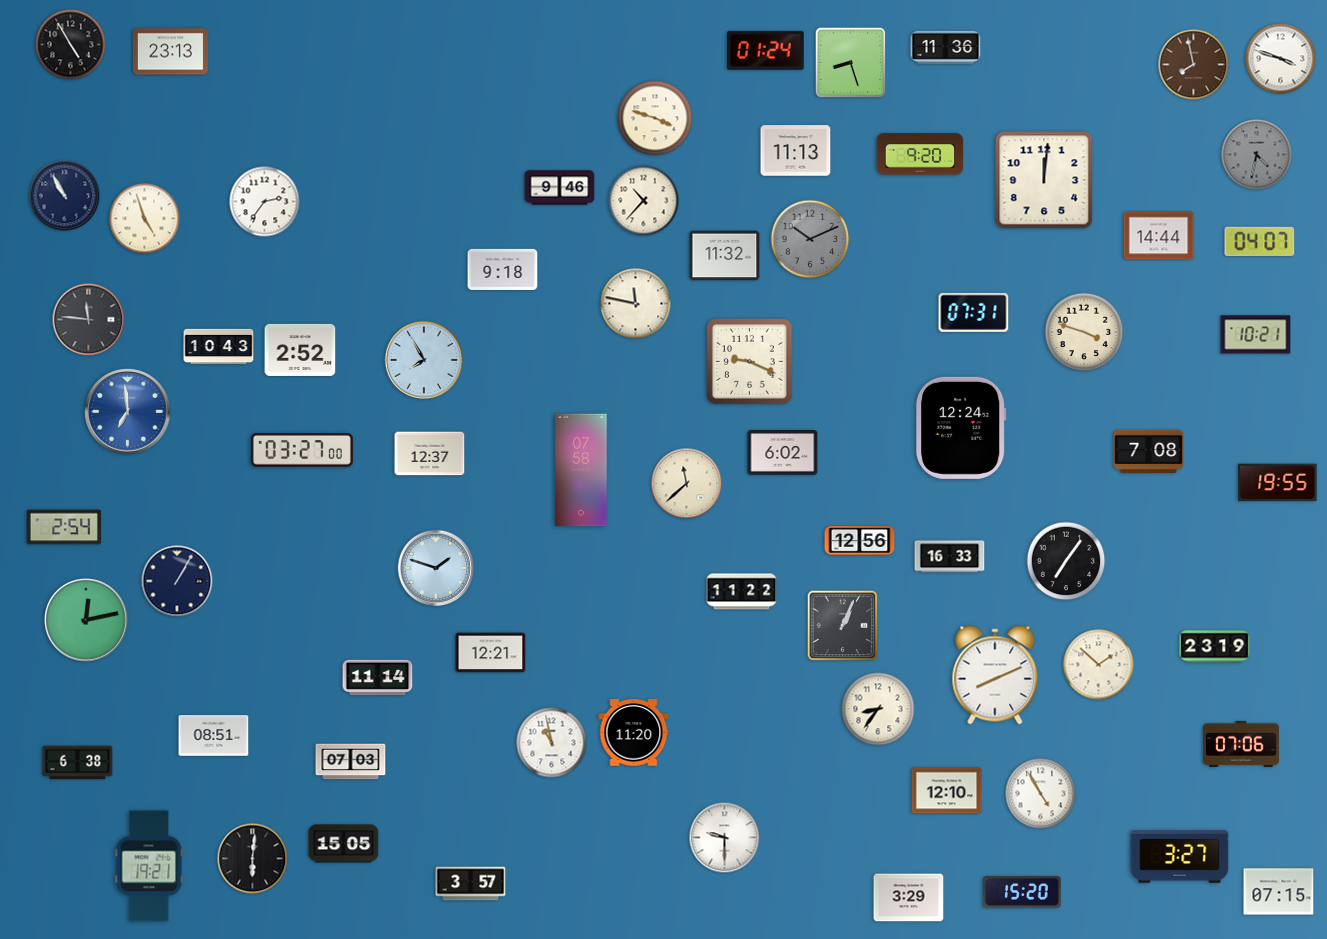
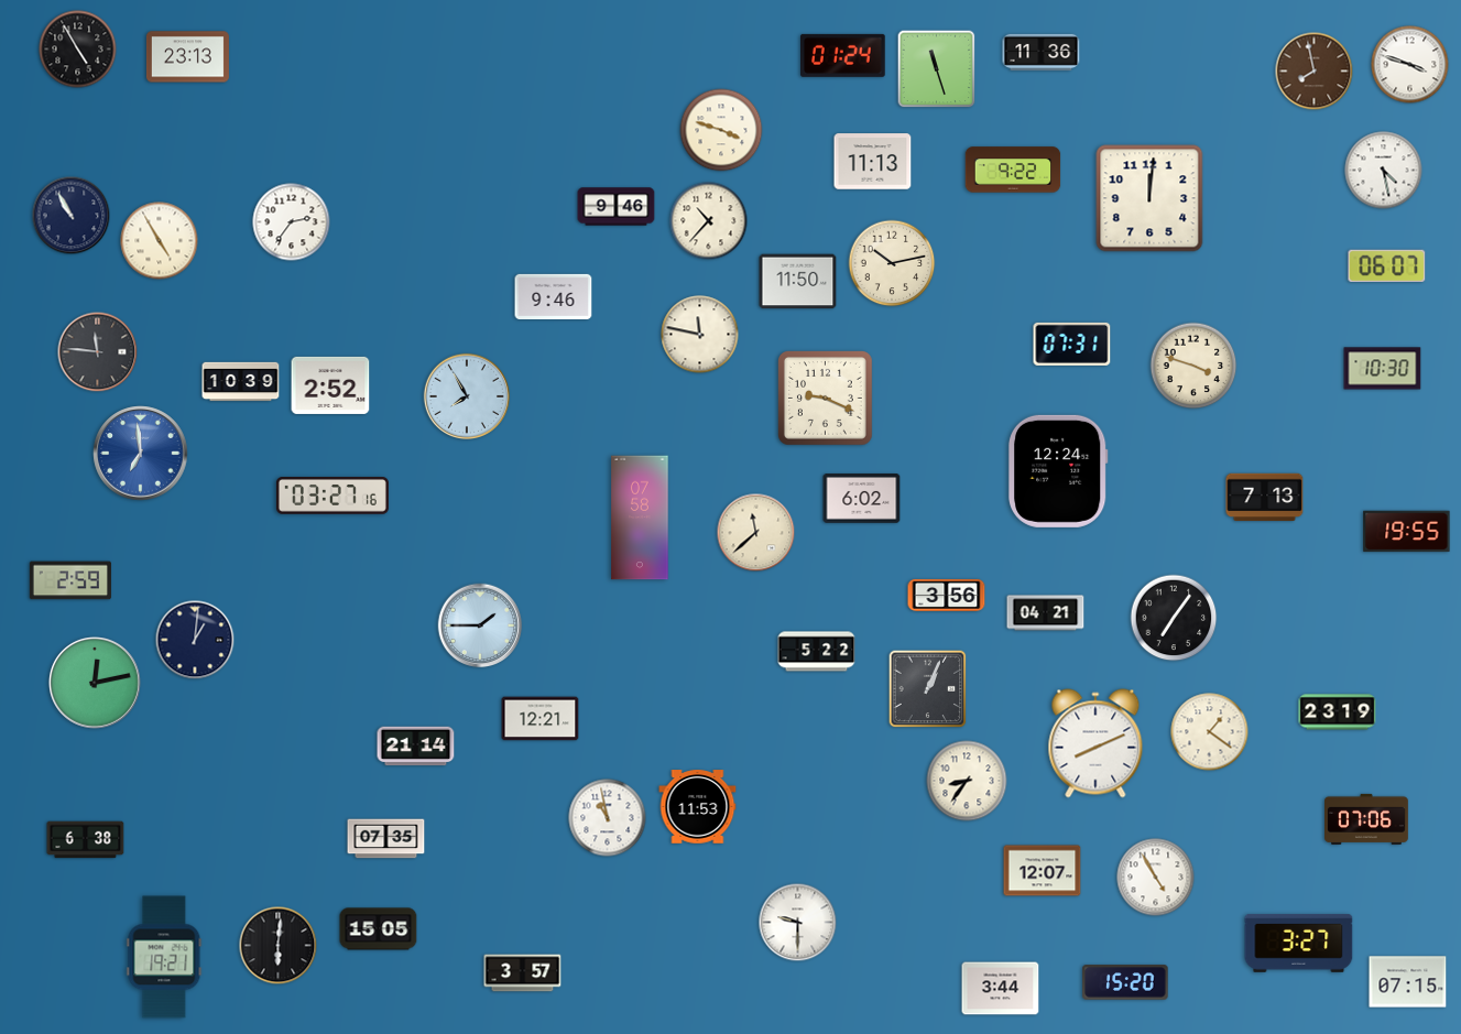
clock at (851, 63): 8:27 -> 11:27
clock at (796, 151) position: (796, 151) -> (873, 162)
clock at (920, 154): 9:20 -> 9:22
clock at (1257, 155): 4:32 -> 4:28
clock at (1257, 155) dial: grey -> white
clock at (145, 219): 4:57 -> 4:55
clock at (1159, 236): 14:44 -> none
clock at (810, 239): 10:11 -> 10:13
clock at (810, 239) dial: grey -> cream
clock at (1260, 241): 04:07 -> 06:07
clock at (725, 256): 11:32 -> 11:50
clock at (503, 269): 9:18 -> 9:46
clock at (1256, 335): 10:21 -> 10:30
clock at (219, 347): 10:43 -> 10:39
clock at (302, 451): 03:27:00 -> 03:27:16
clock at (1149, 452): 7:08 -> 7:13
clock at (430, 454): 12:37 -> none
clock at (64, 527): 2:54 -> 2:59
clock at (860, 540): 12:56 -> 3:56
clock at (950, 557): 16:33 -> 04:21
clock at (436, 568): 1:48 -> 1:45
clock at (177, 581): 1:05 -> 1:01
clock at (742, 592): 11:22 -> 5:22
clock at (1099, 665): 1:52 -> 1:21
clock at (378, 678): 11:14 -> 21:14
clock at (634, 733): 11:20 -> 11:53
clock at (214, 736): 08:51 -> none
clock at (351, 762): 07:03 -> 07:35
clock at (947, 791): 12:10 -> 12:07
clock at (1041, 794) position: (1041, 794) -> (1156, 878)
clock at (149, 866) position: (149, 866) -> (164, 957)
clock at (471, 884) position: (471, 884) -> (523, 973)
clock at (909, 898): 3:29 -> 3:44
